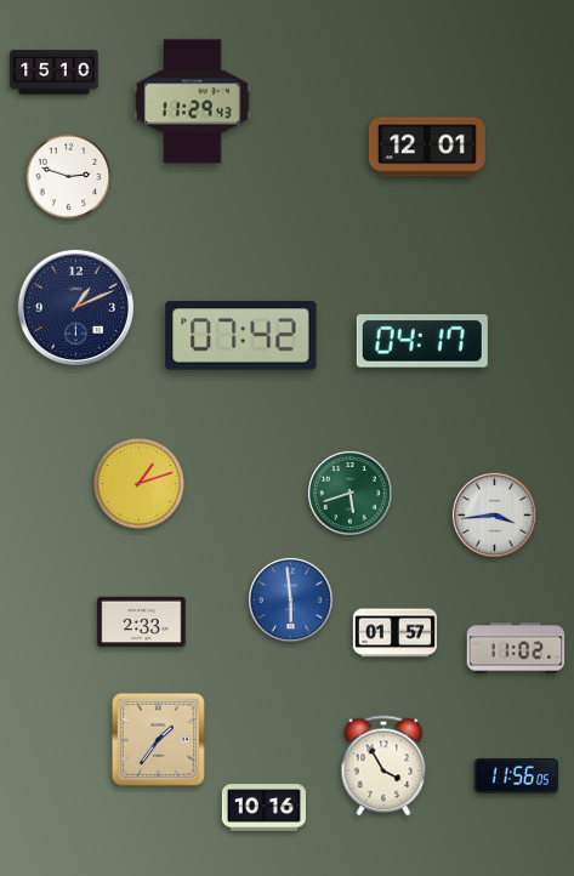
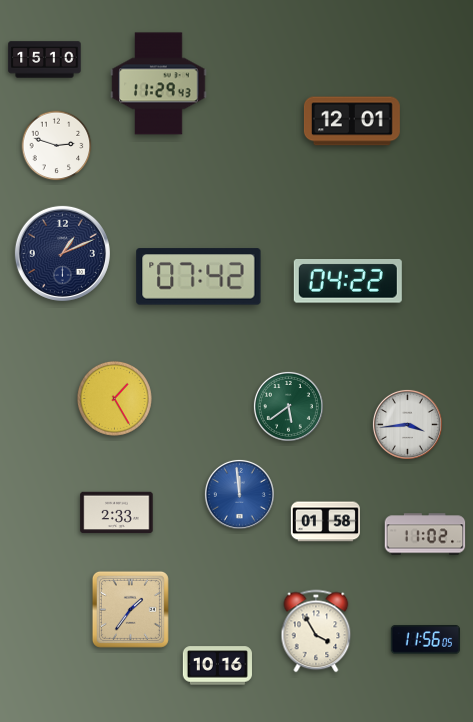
clock at (422, 342): 04:17 -> 04:22
clock at (138, 483): 1:12 -> 1:25
clock at (349, 493): 5:42 -> 5:39
clock at (290, 599): 5:59 -> 11:59
clock at (394, 633): 01:57 -> 01:58
